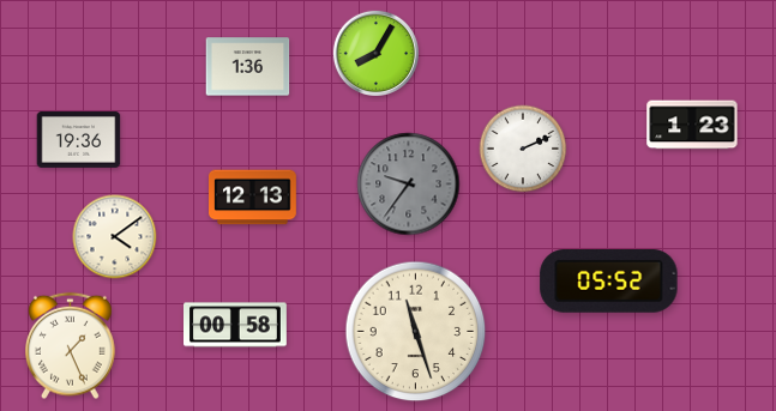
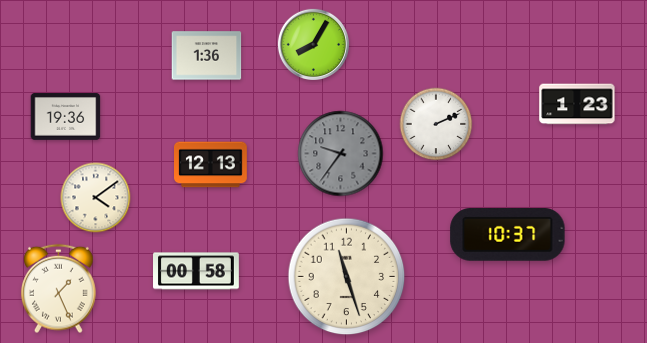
clock at (609, 282): 05:52 -> 10:37
